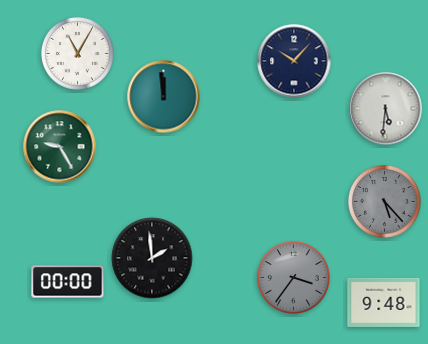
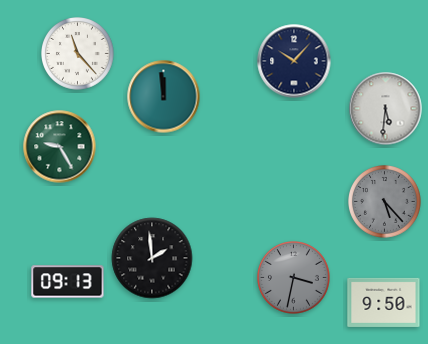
clock at (78, 54): 11:05 -> 11:23
clock at (294, 278): 3:36 -> 3:32
clock at (68, 282): 00:00 -> 09:13
clock at (384, 302): 9:48 -> 9:50
